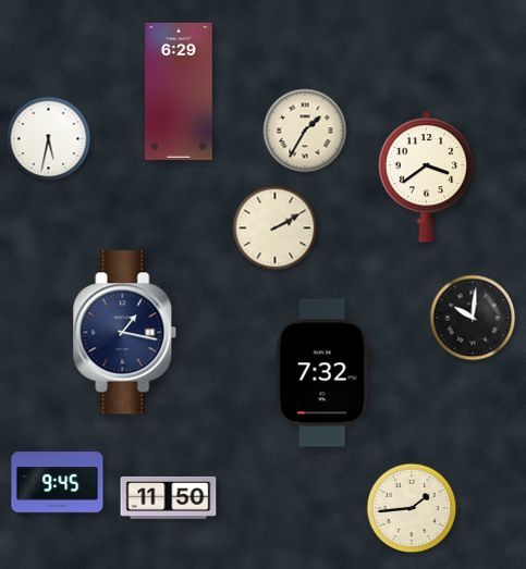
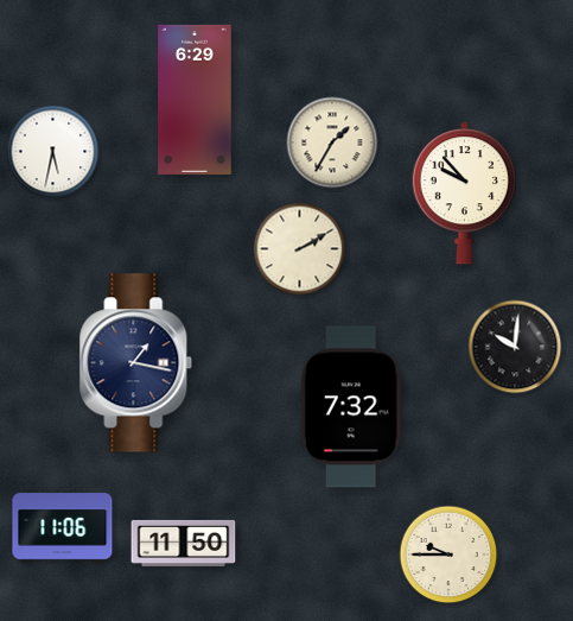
clock at (426, 177): 3:39 -> 9:53
clock at (58, 484): 9:45 -> 11:06
clock at (412, 508): 1:44 -> 9:45
